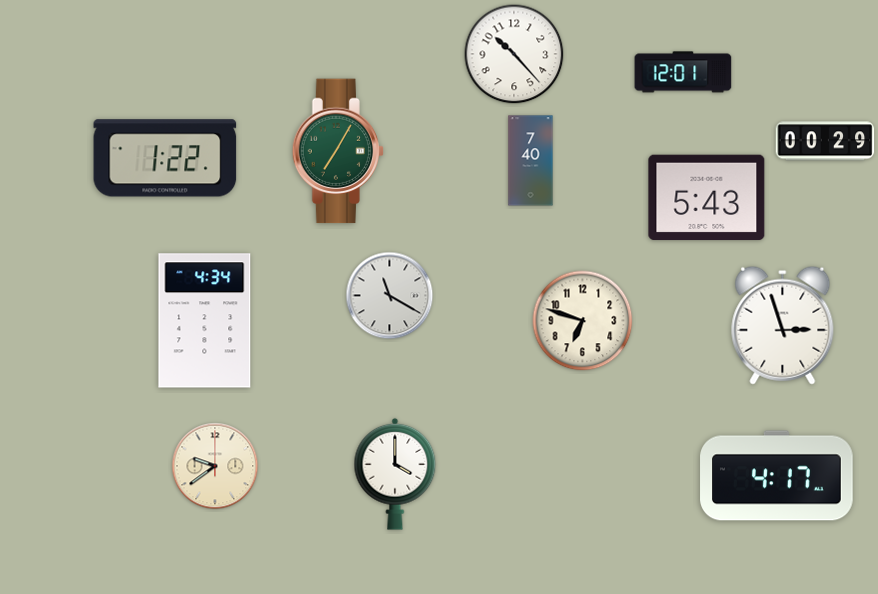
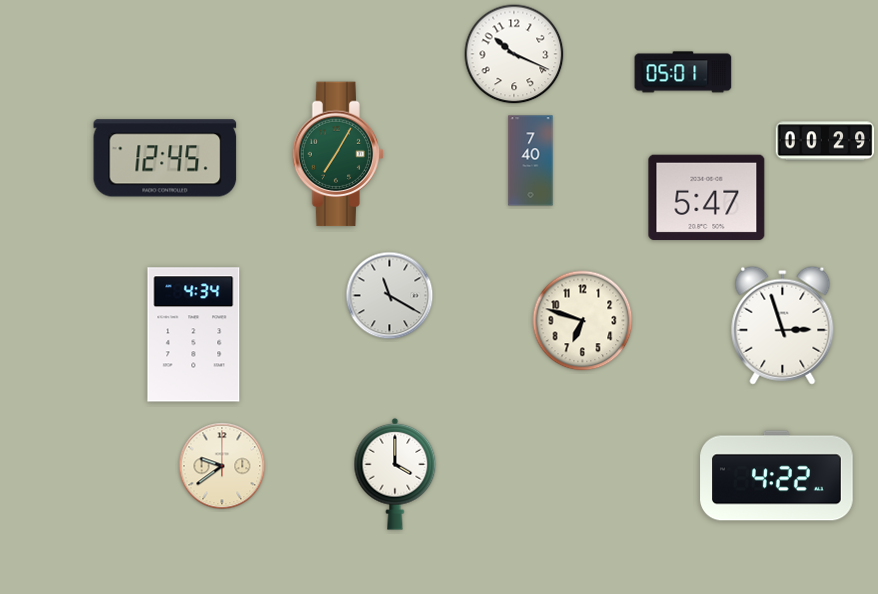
clock at (514, 54): 10:23 -> 10:19
clock at (683, 72): 12:01 -> 05:01
clock at (338, 151) position: (338, 151) -> (338, 154)
clock at (165, 158): 1:22 -> 12:45
clock at (707, 198): 5:43 -> 5:47
clock at (205, 321) position: (205, 321) -> (194, 335)
clock at (215, 466) position: (215, 466) -> (222, 466)
clock at (777, 476): 4:17 -> 4:22
